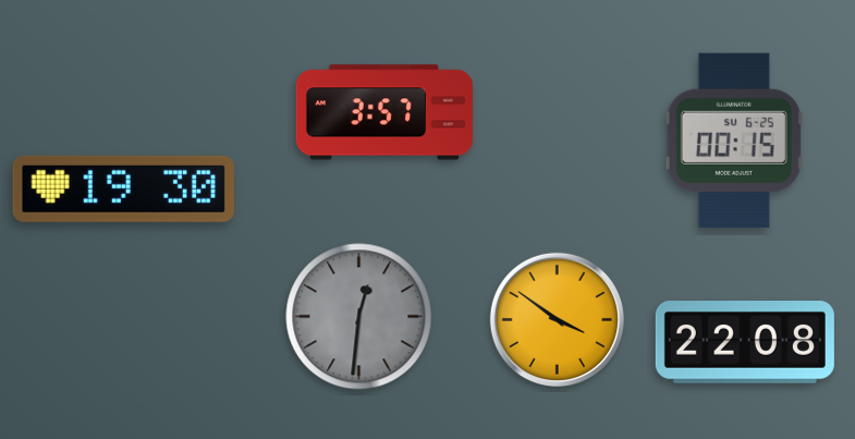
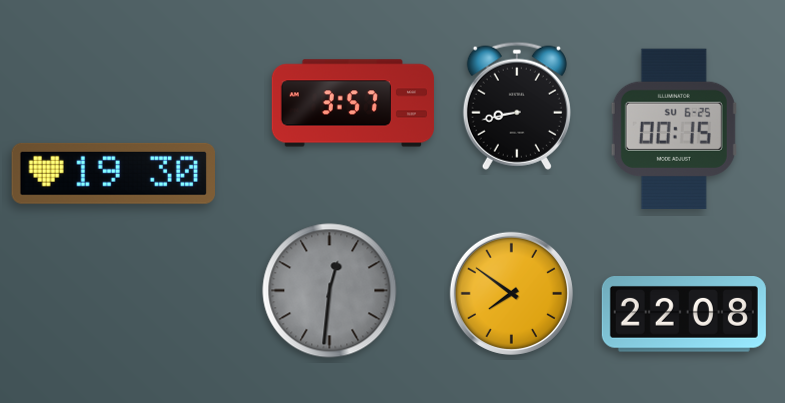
clock at (517, 106): none -> 8:43
clock at (557, 319): 3:51 -> 7:51
